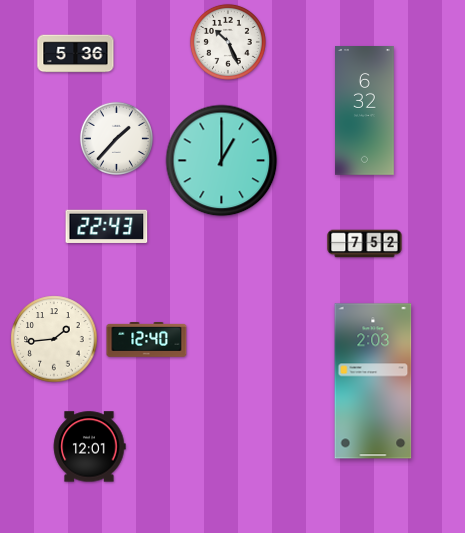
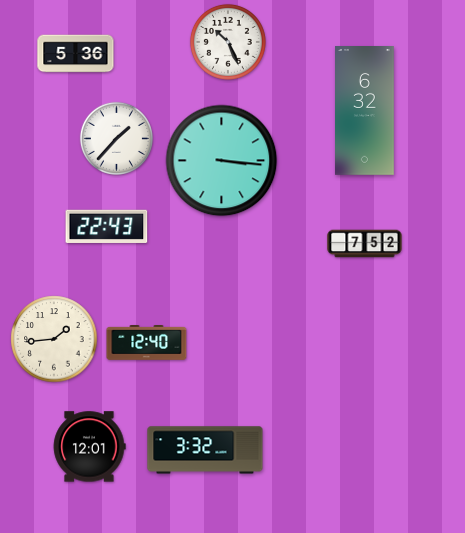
clock at (222, 161): 1:00 -> 3:16
clock at (147, 340) position: (147, 340) -> (147, 343)
clock at (373, 381): 2:03 -> none
clock at (205, 450): none -> 3:32
